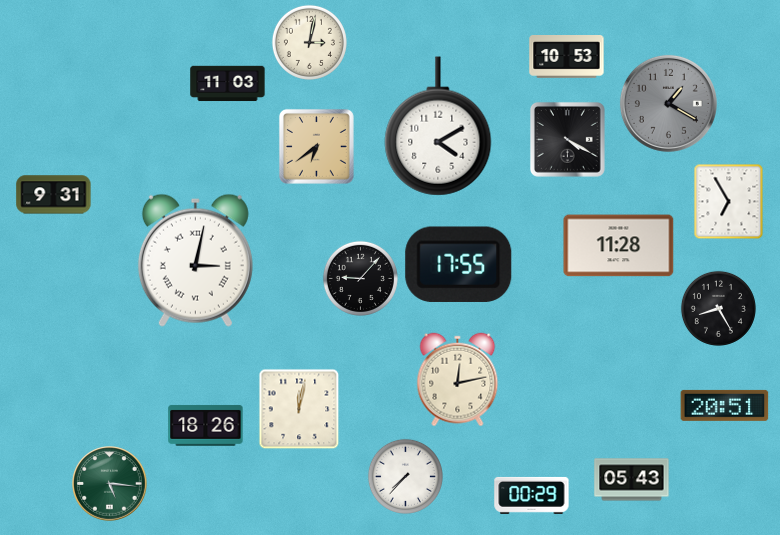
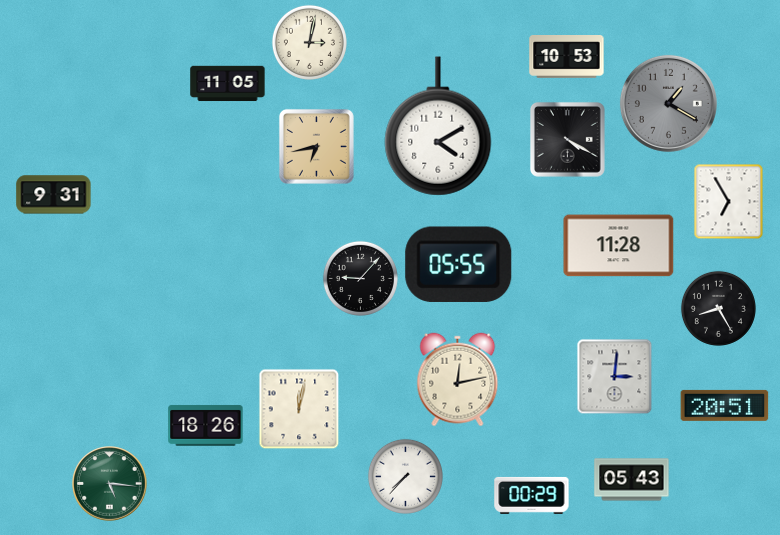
clock at (228, 84): 11:03 -> 11:05
clock at (316, 146): 6:39 -> 6:43
clock at (195, 260): 3:02 -> none
clock at (459, 264): 17:55 -> 05:55
clock at (615, 377): none -> 3:01
